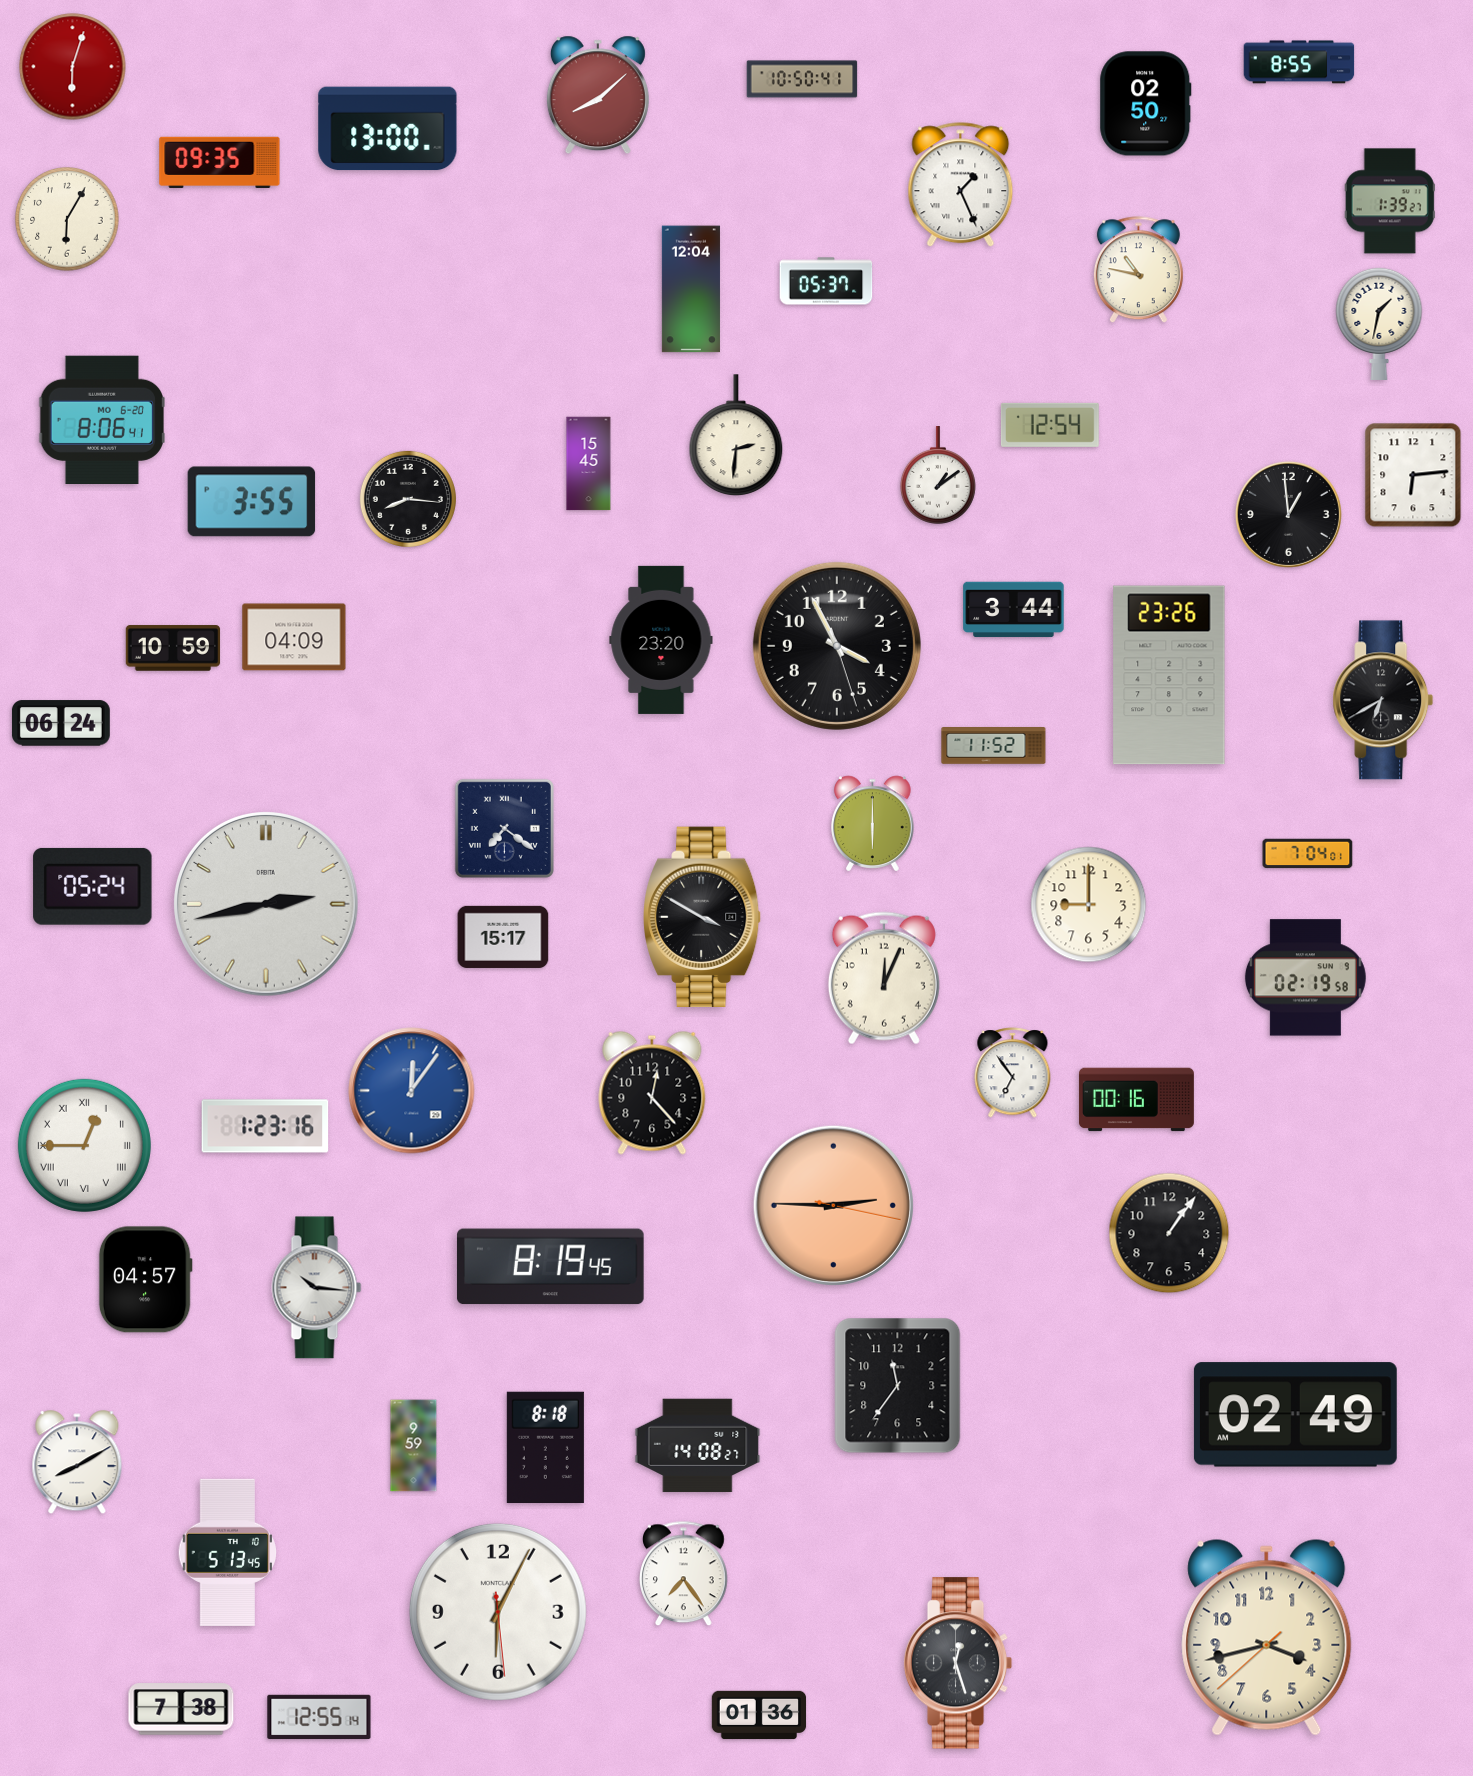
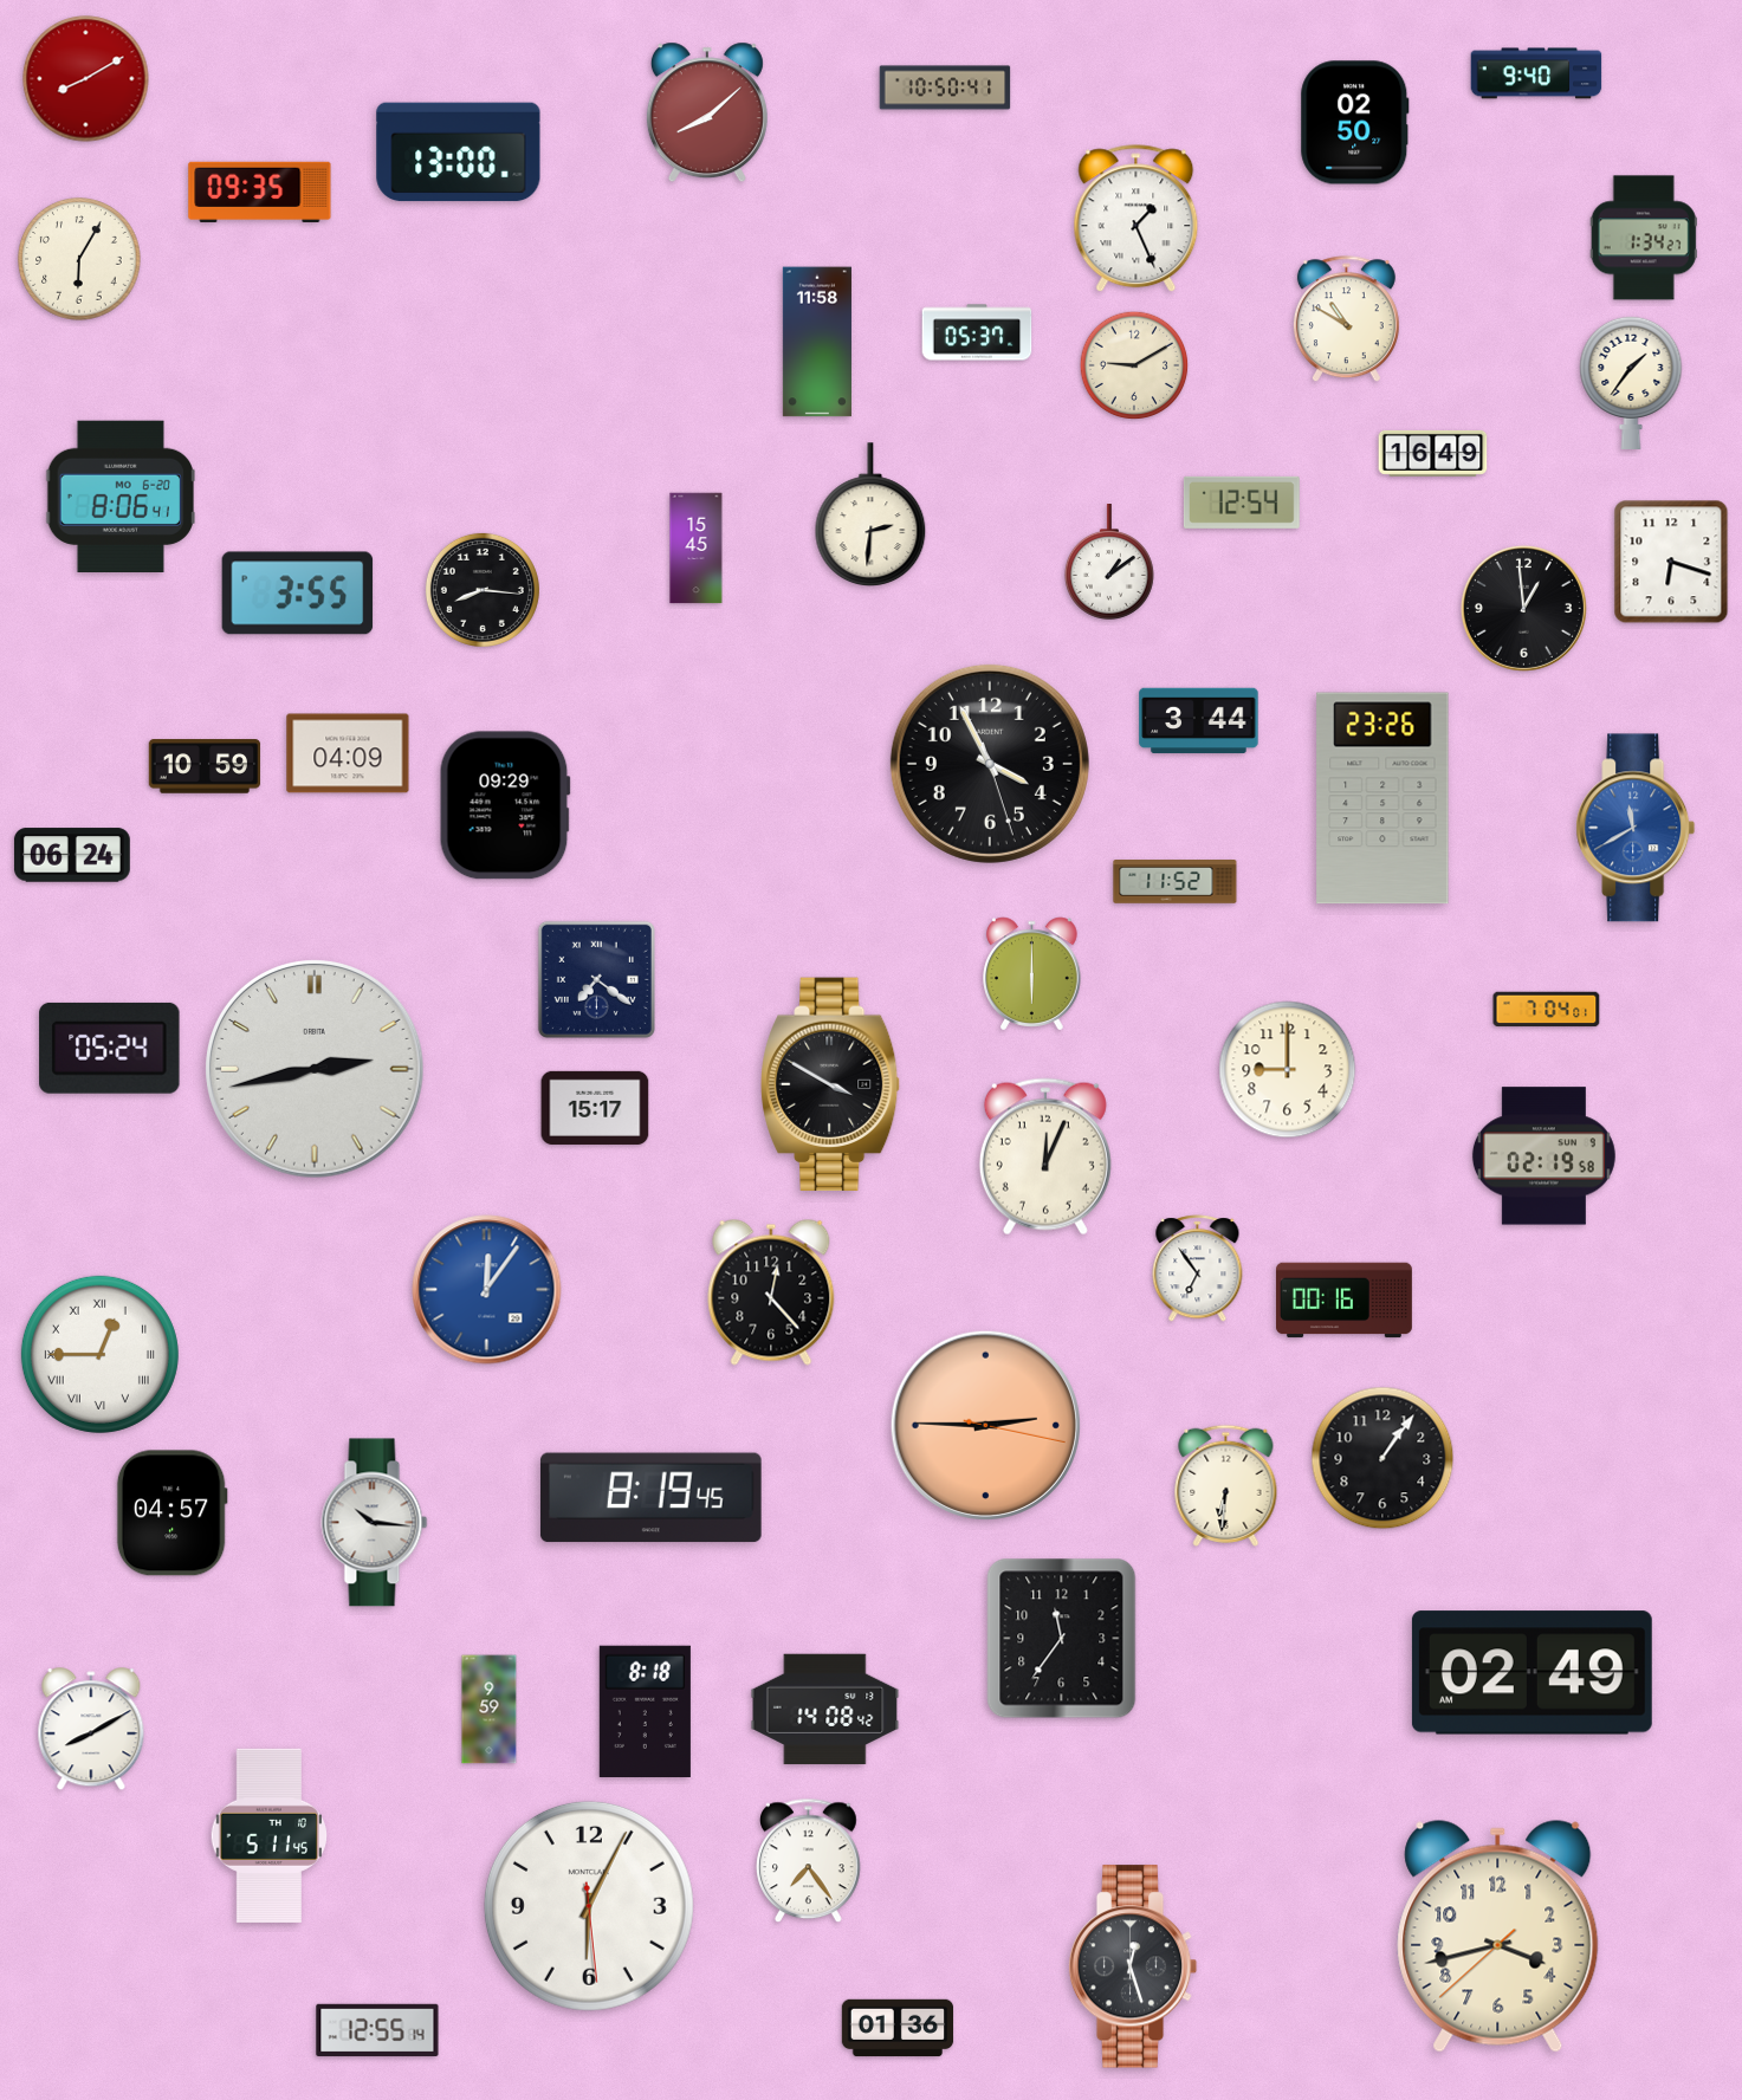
clock at (1299, 62): 8:55 -> 9:40
clock at (73, 67): 6:03 -> 8:10
clock at (802, 79) position: (802, 79) -> (945, 87)
clock at (1390, 201): 1:39 -> 1:34
clock at (1138, 270): 10:47 -> 10:50
clock at (691, 289): 12:04 -> 11:58
clock at (1134, 365): none -> 9:10
clock at (1379, 323): 1:32 -> 1:36
clock at (1433, 453): none -> 16:49
clock at (1413, 475): 6:14 -> 6:18
clock at (661, 640): 23:20 -> none
clock at (505, 805): none -> 09:29
clock at (1383, 700): 6:40 -> 11:40
clock at (1383, 700) dial: black -> blue
clock at (265, 1126): 1:23 -> none
clock at (1226, 1485): none -> 6:31
clock at (698, 1446): 14:08:27 -> 14:08:42
clock at (228, 1552): 5:13 -> 5:11
clock at (181, 1709): 7:38 -> none
